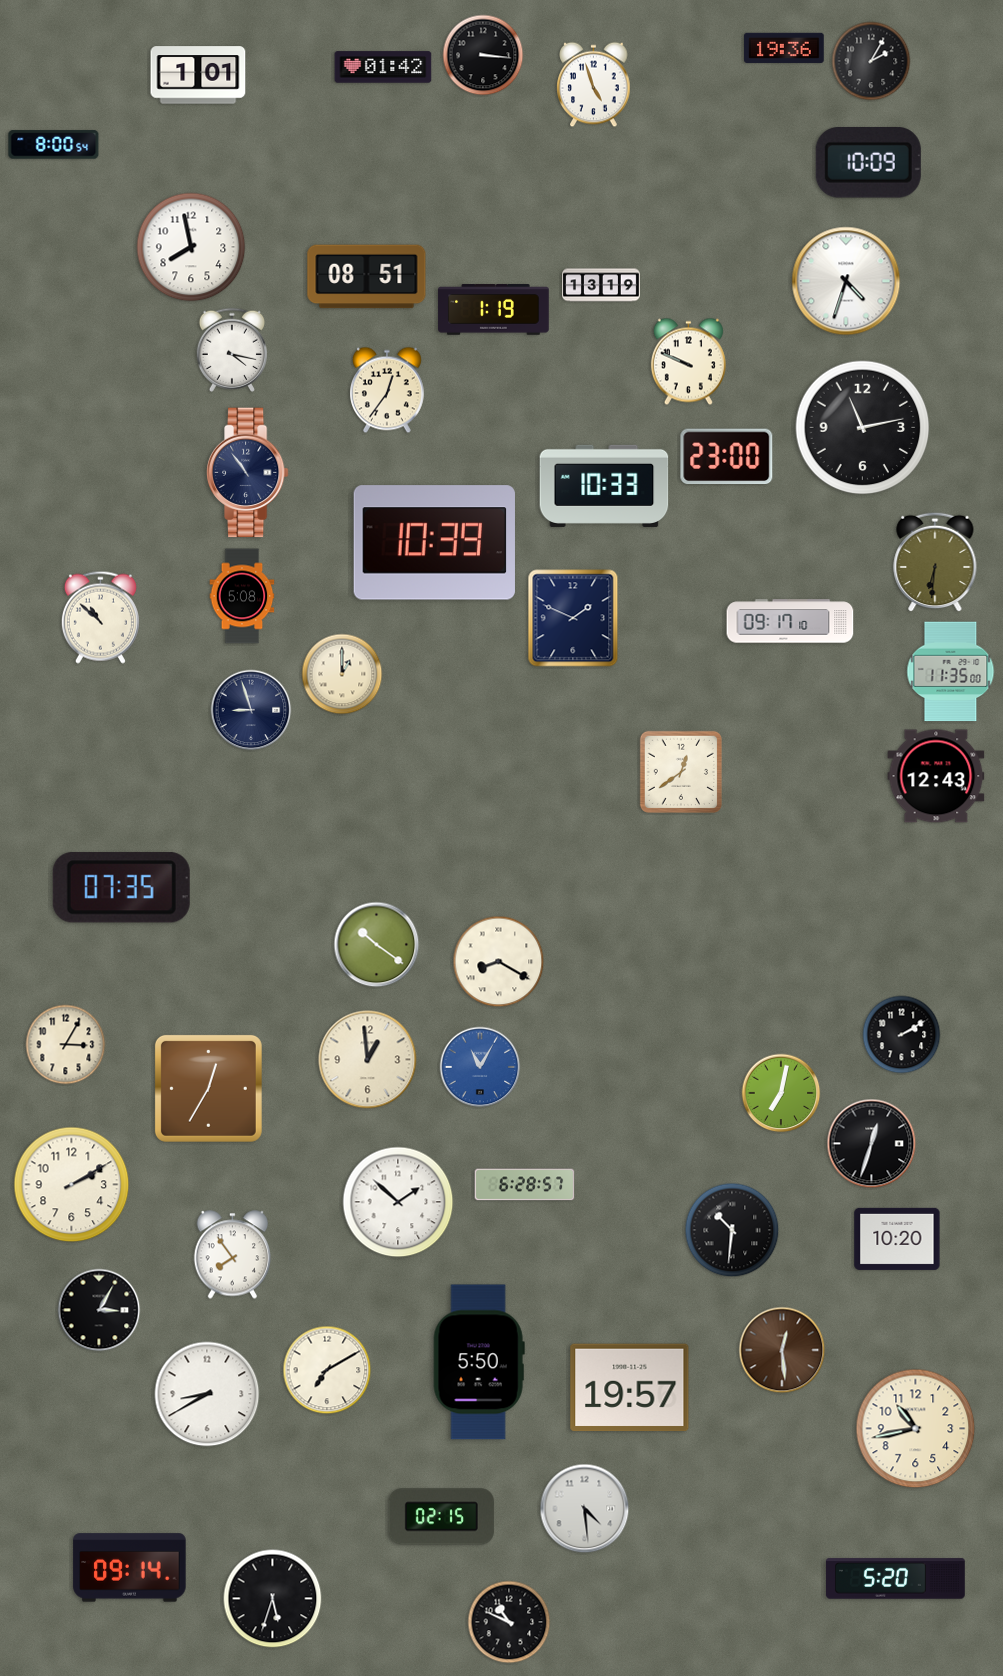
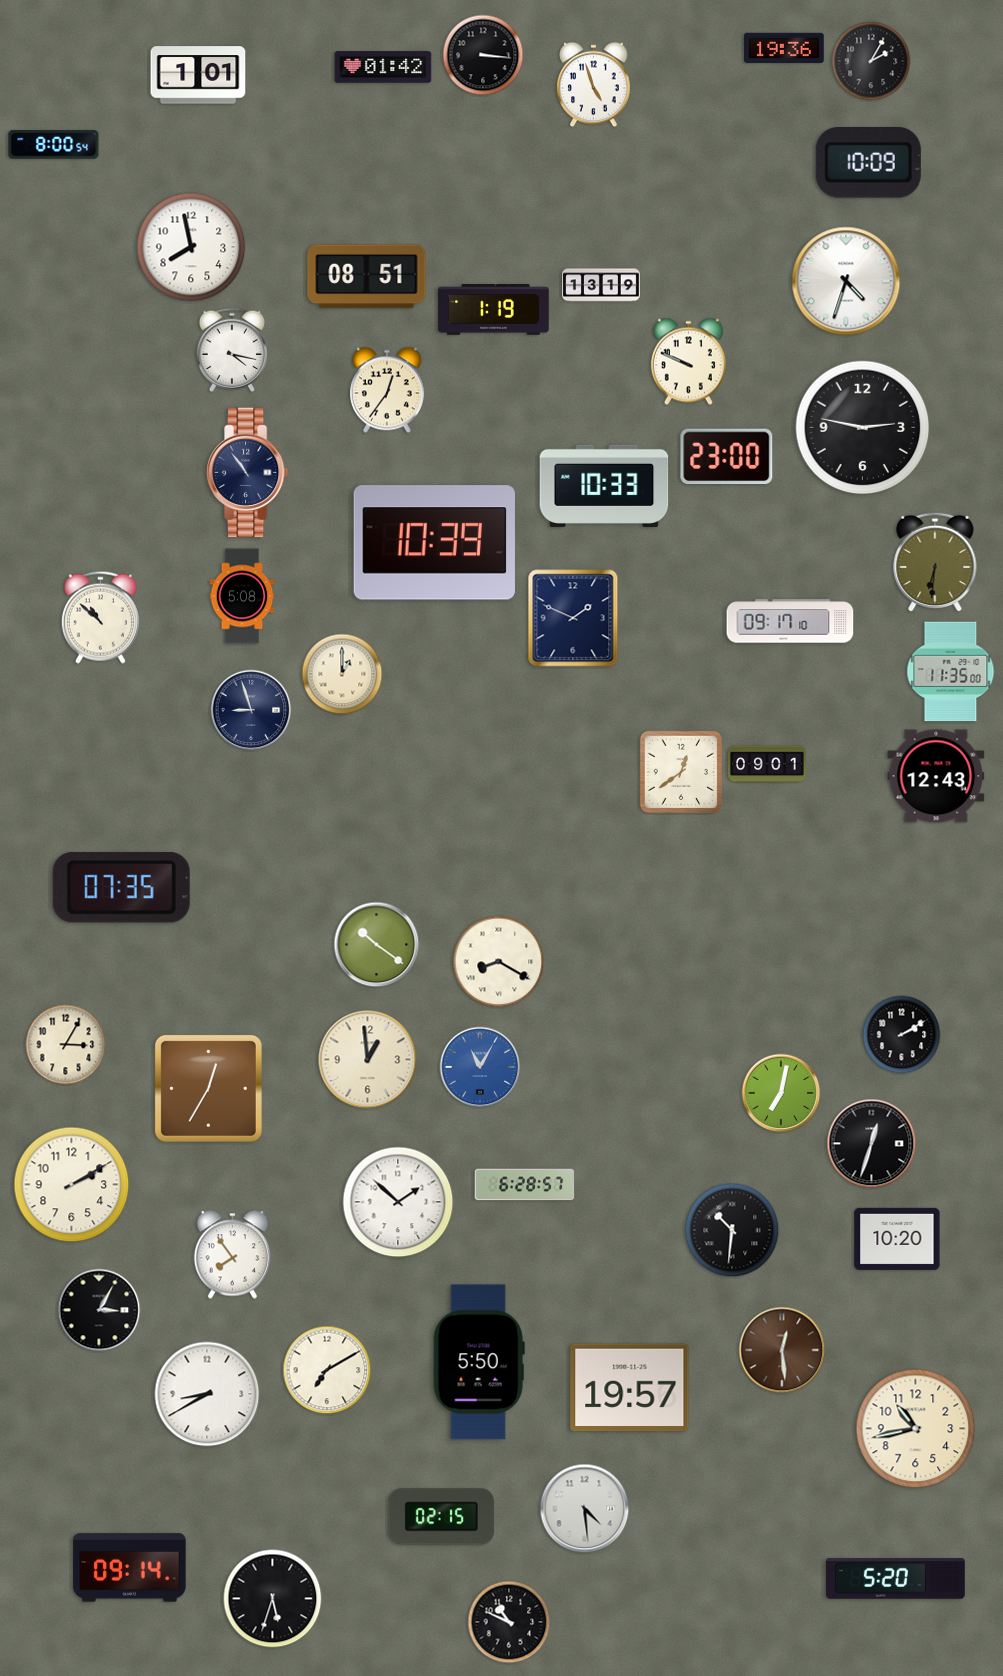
clock at (863, 428): 11:13 -> 2:47
clock at (768, 764): none -> 09:01
